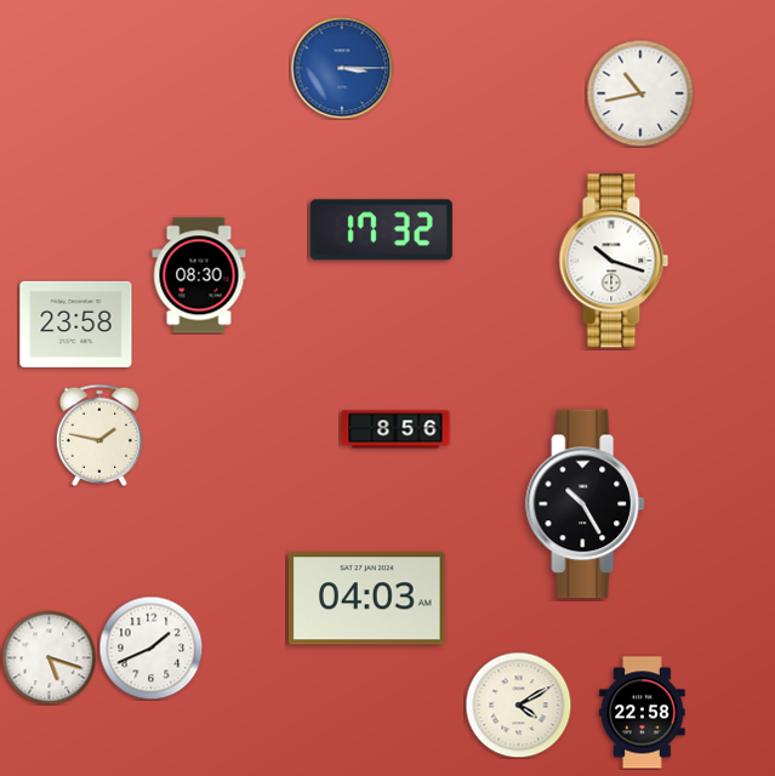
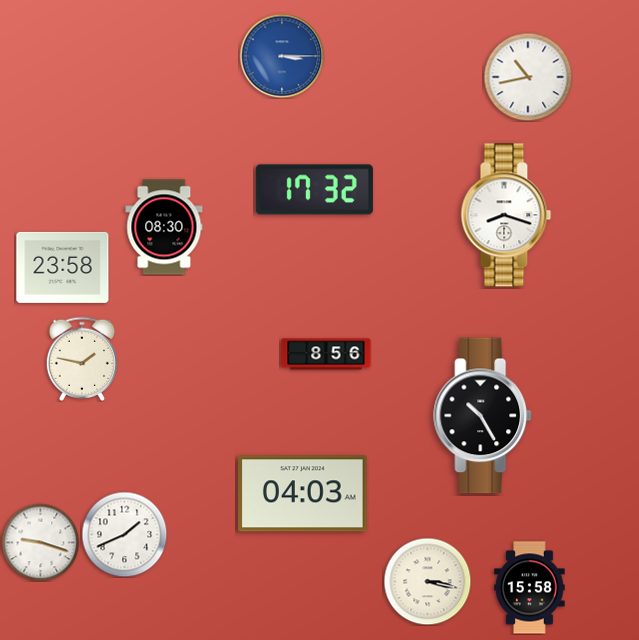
clock at (614, 261): 10:18 -> 8:18
clock at (49, 657): 5:18 -> 9:18
clock at (518, 704): 4:10 -> 3:17
clock at (643, 713): 22:58 -> 15:58
